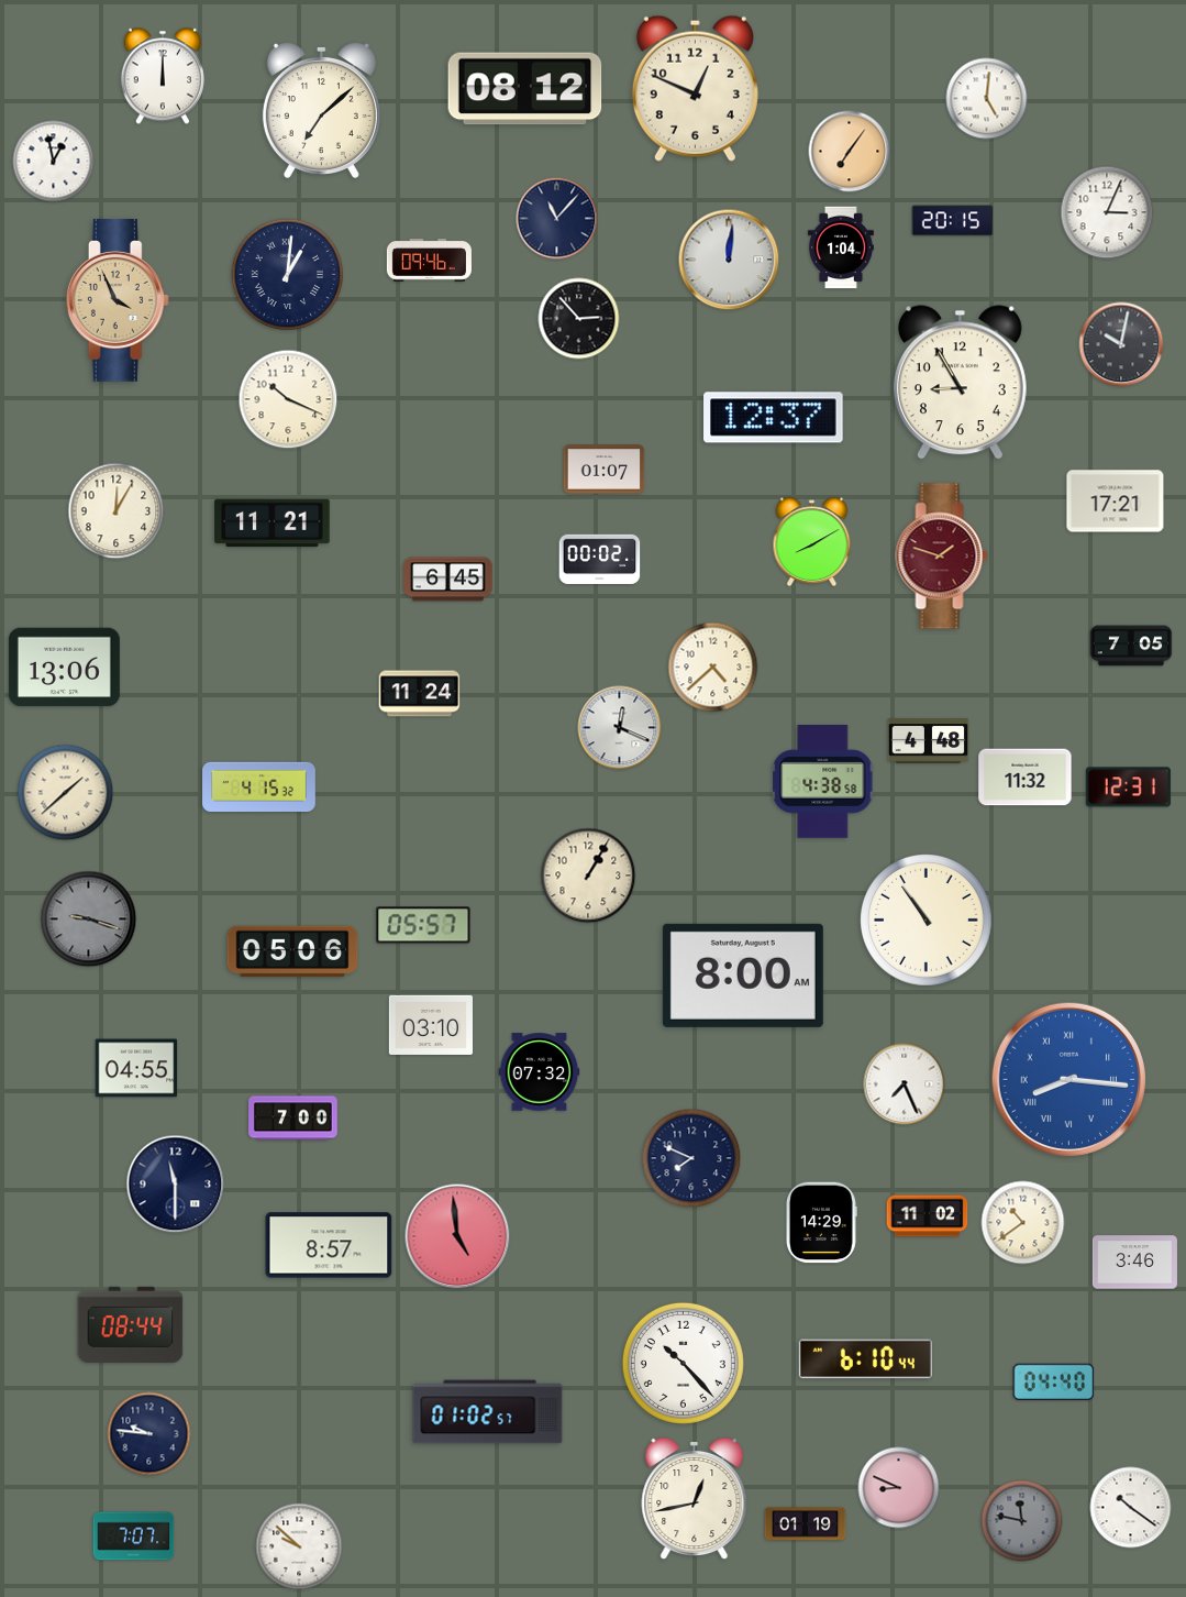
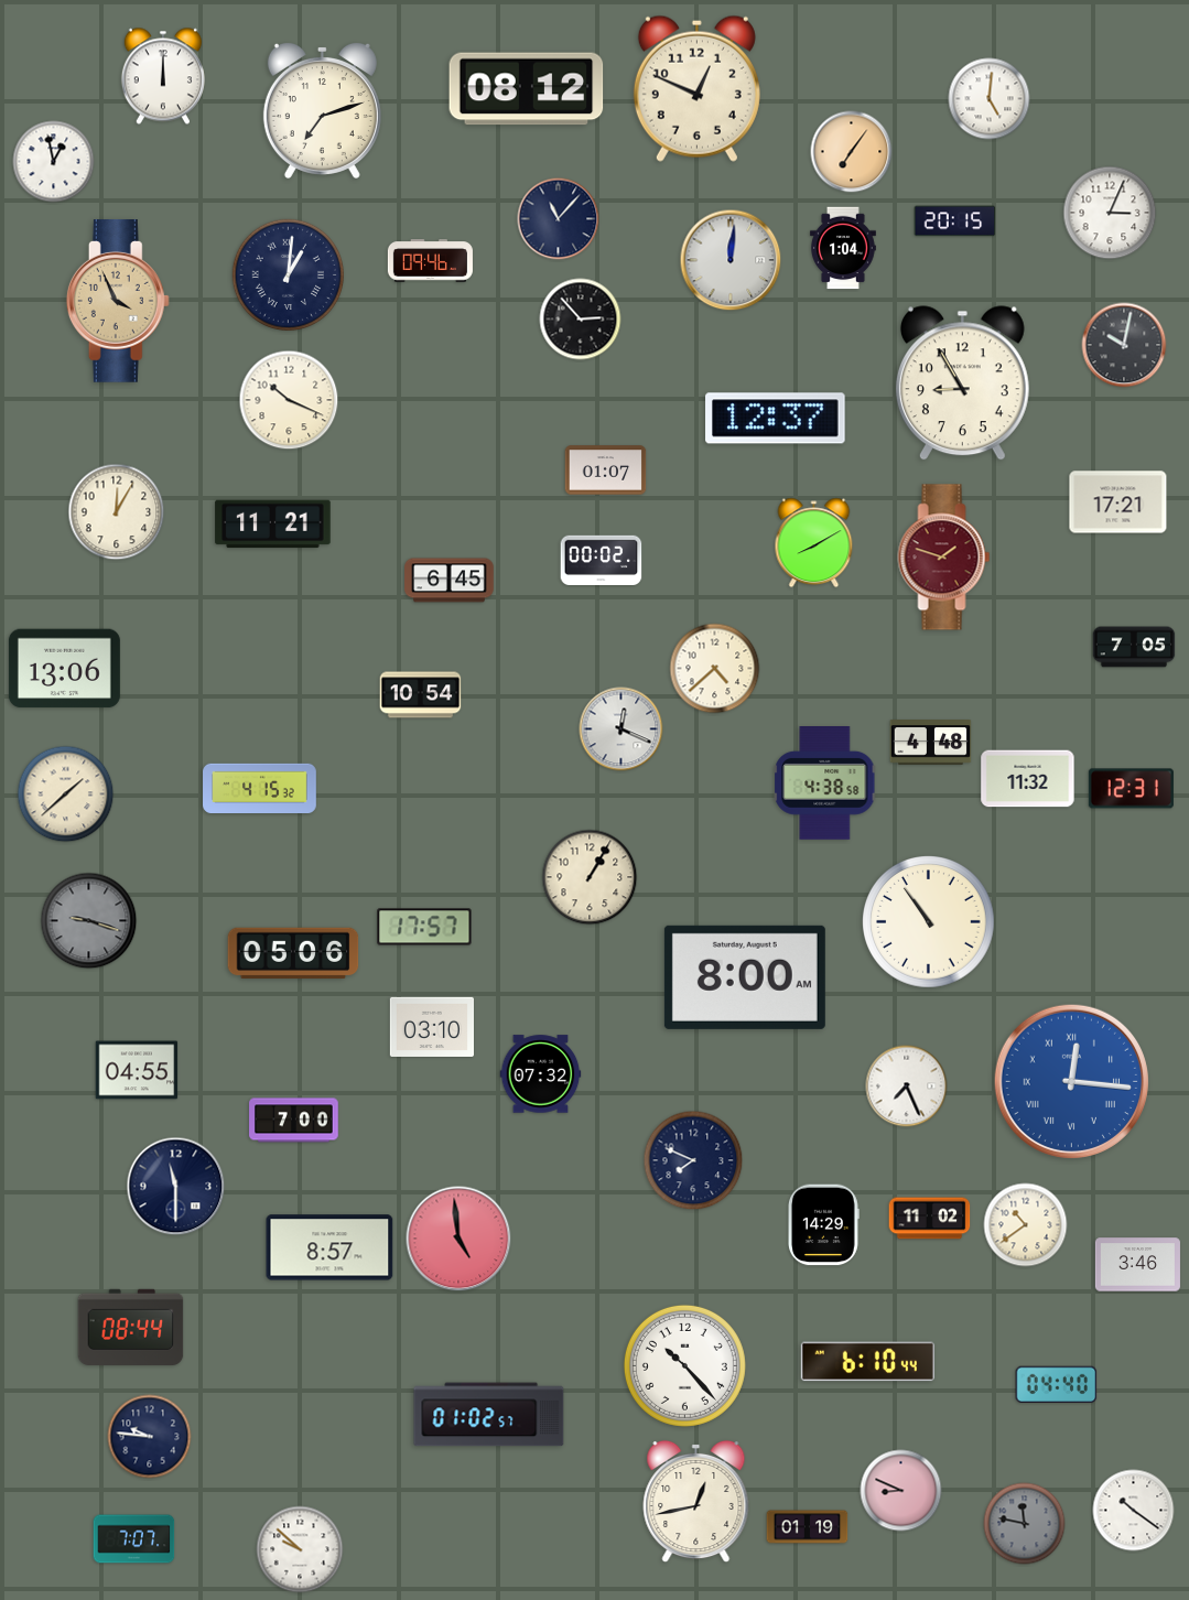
clock at (321, 110): 7:08 -> 7:12
clock at (420, 694): 11:24 -> 10:54
clock at (423, 925): 05:57 -> 17:57
clock at (1068, 1079): 8:16 -> 12:16
